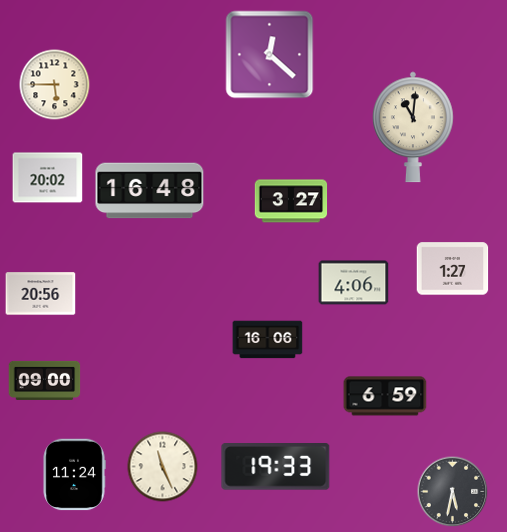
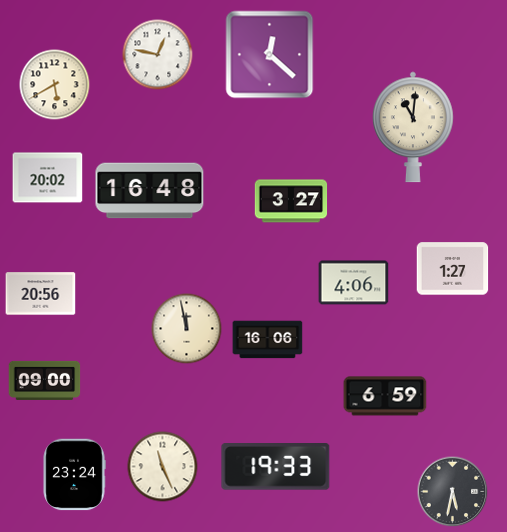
clock at (158, 55): none -> 12:47
clock at (55, 85): 5:45 -> 5:40
clock at (187, 329): none -> 11:58
clock at (74, 475): 11:24 -> 23:24
